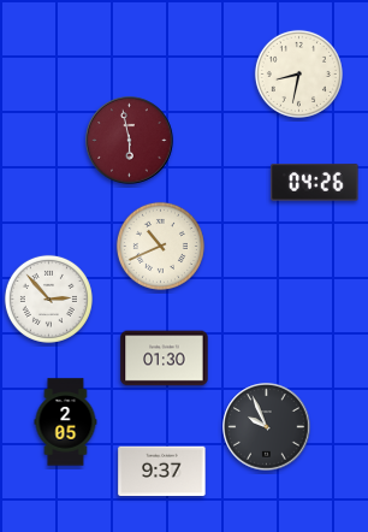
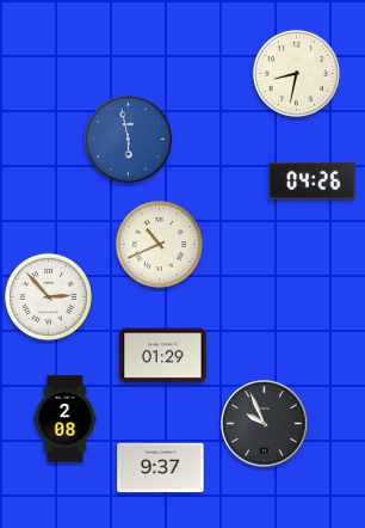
clock at (130, 141) dial: burgundy -> blue
clock at (165, 359): 01:30 -> 01:29
clock at (66, 422): 2:05 -> 2:08
